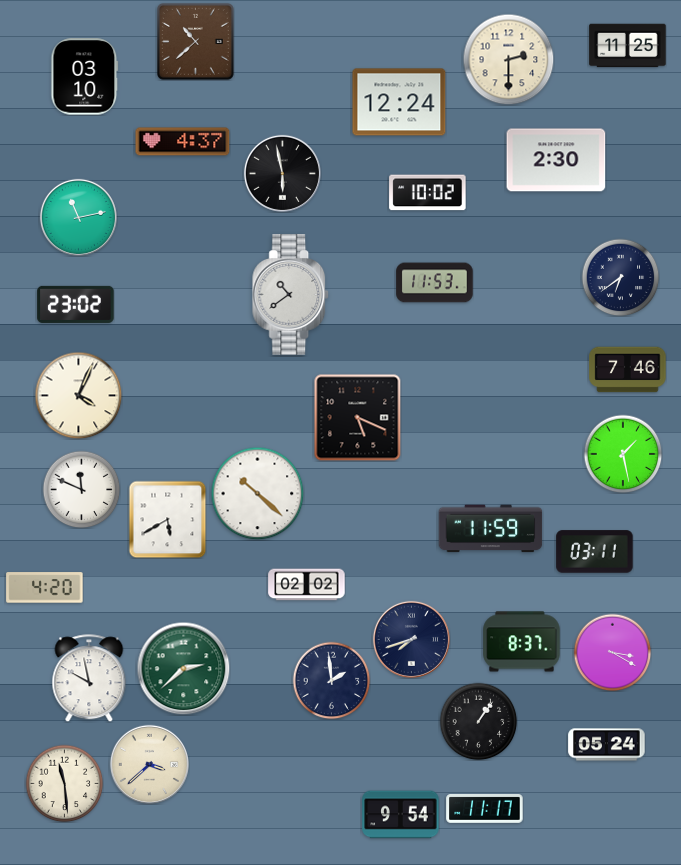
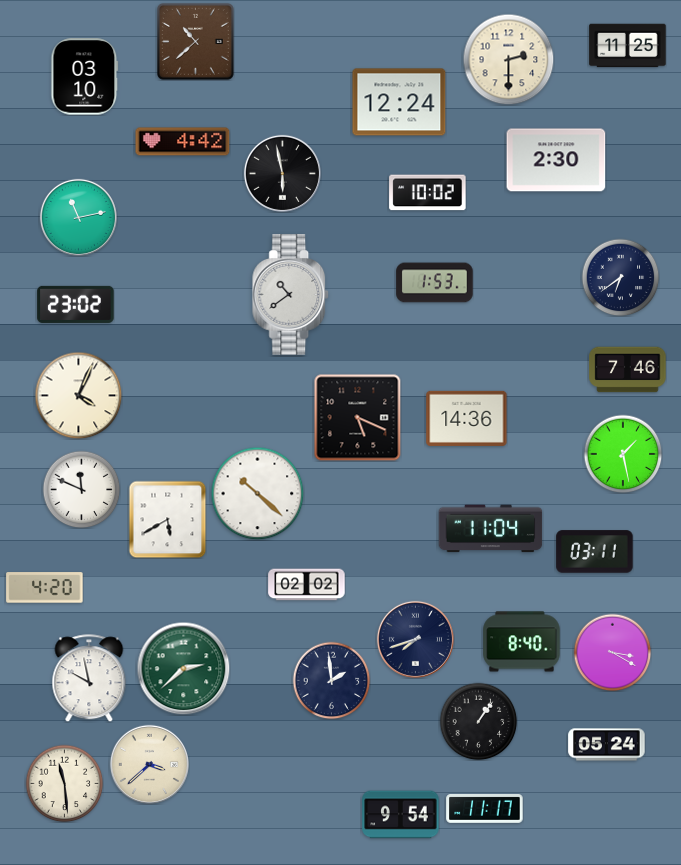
clock at (183, 142): 4:37 -> 4:42
clock at (435, 283): 11:53 -> 1:53
clock at (467, 418): none -> 14:36
clock at (491, 529): 11:59 -> 11:04
clock at (411, 639) position: (411, 639) -> (415, 639)
clock at (522, 642): 8:37 -> 8:40
